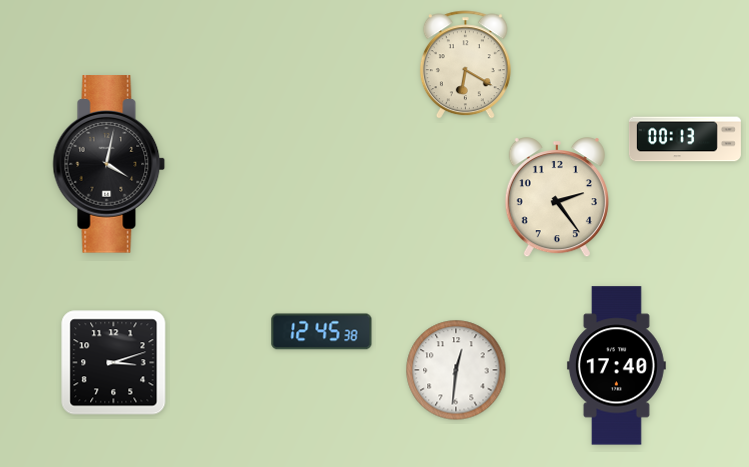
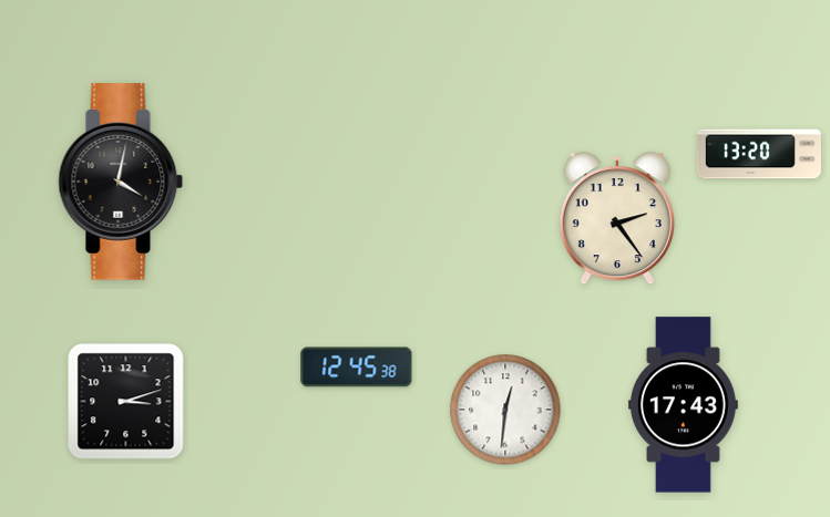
clock at (465, 65): 6:20 -> none
clock at (685, 139): 00:13 -> 13:20
clock at (616, 366): 17:40 -> 17:43
